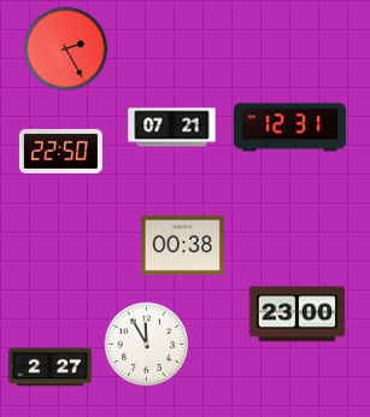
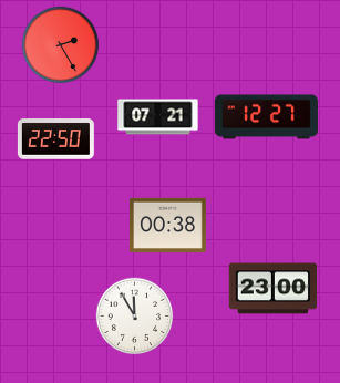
clock at (289, 128): 12:31 -> 12:27
clock at (49, 368): 2:27 -> none
